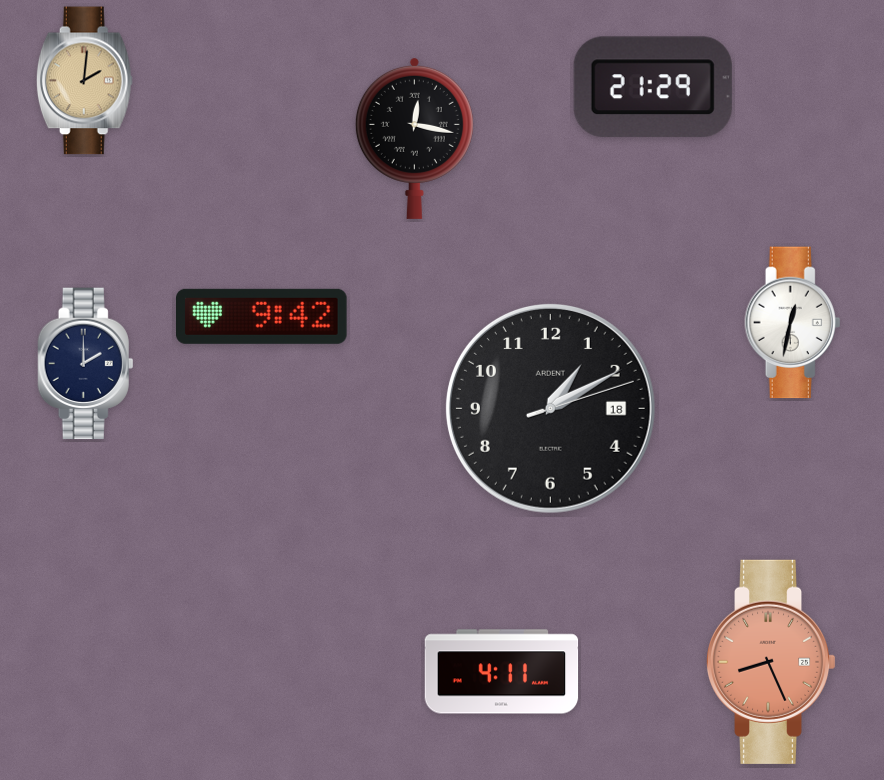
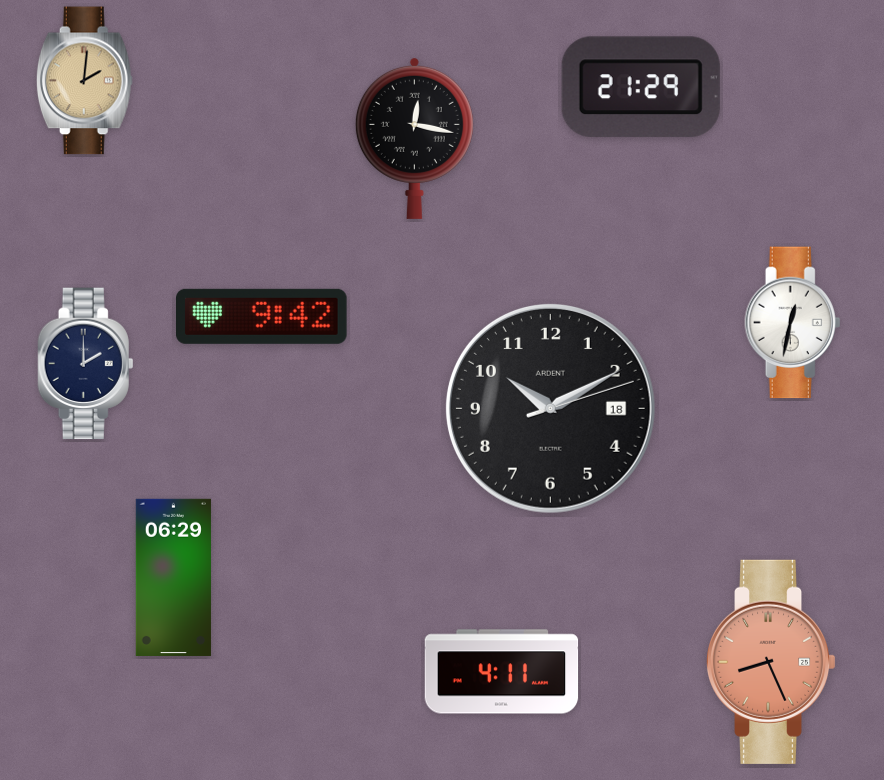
clock at (653, 87) position: (653, 87) -> (641, 87)
clock at (550, 408): 1:10 -> 10:10
clock at (173, 577): none -> 06:29
